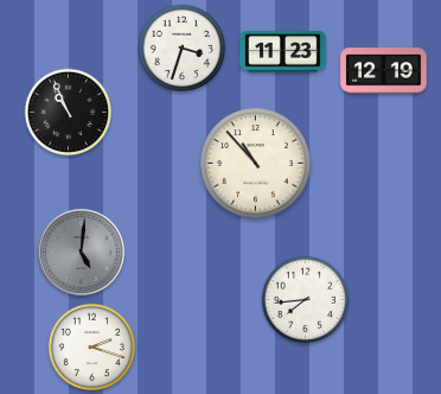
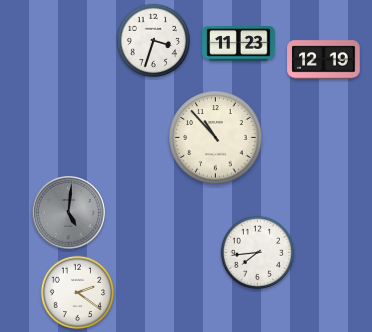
clock at (69, 113): 10:56 -> none
clock at (92, 348): 2:18 -> 2:21
